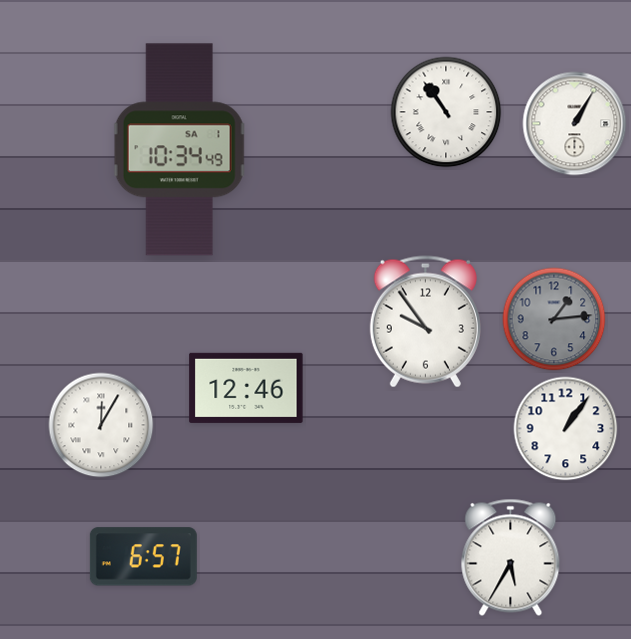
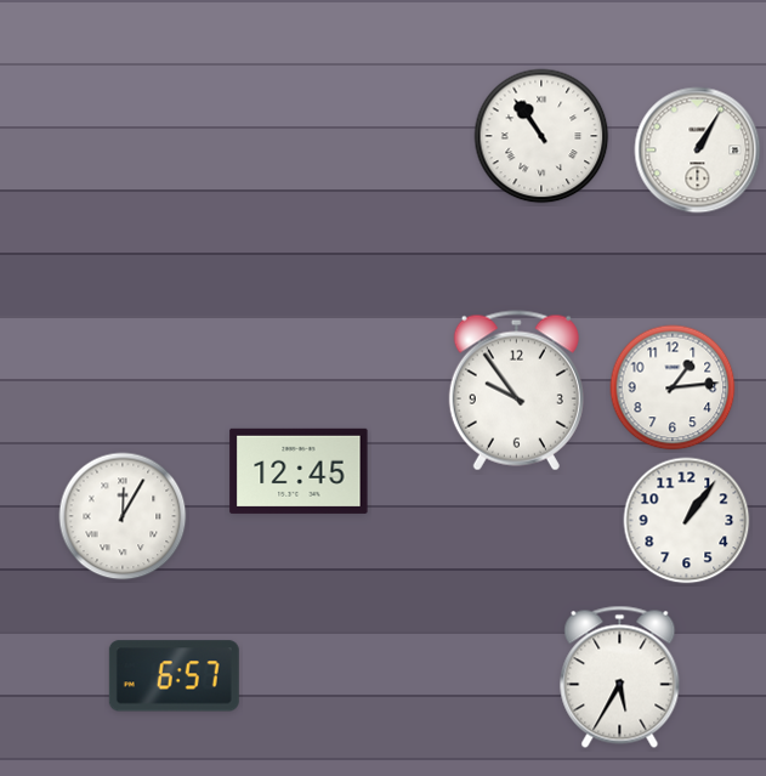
clock at (179, 150): 10:34 -> none
clock at (554, 319) dial: grey -> white
clock at (246, 388): 12:46 -> 12:45
